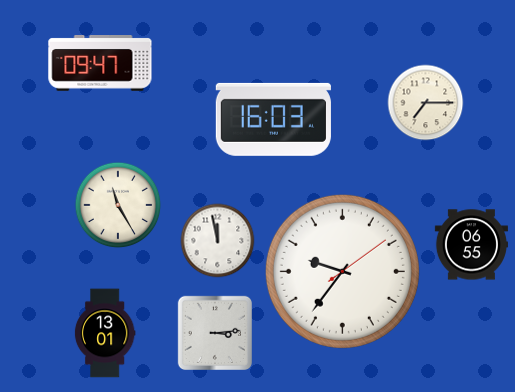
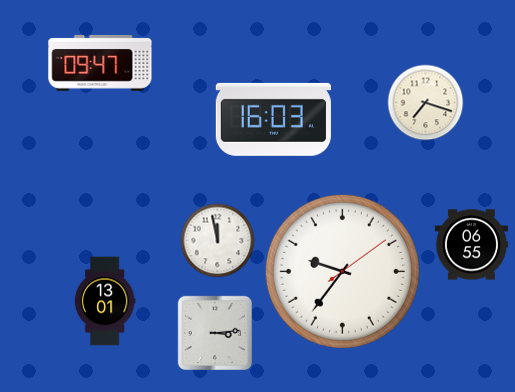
clock at (426, 103): 7:15 -> 7:18
clock at (118, 205): 11:25 -> none
clock at (105, 333) position: (105, 333) -> (105, 301)
